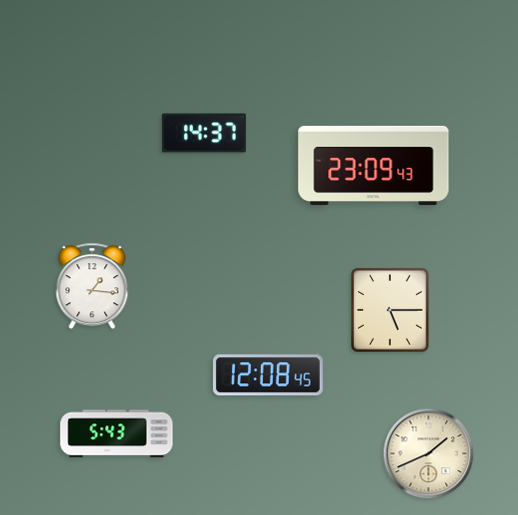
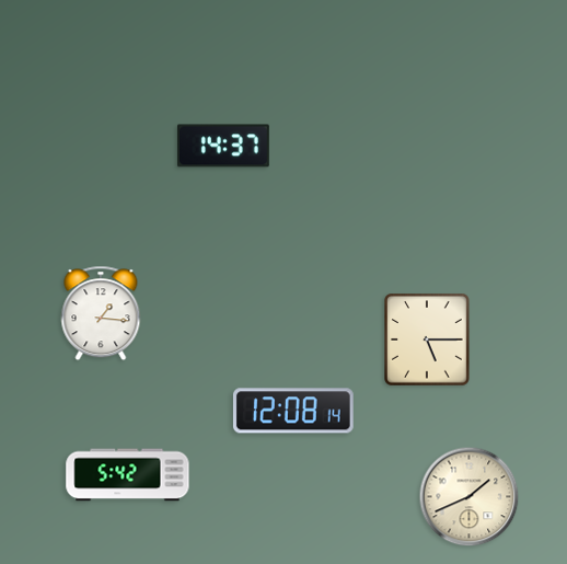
clock at (374, 165): 23:09 -> none
clock at (268, 375): 12:08:45 -> 12:08:14
clock at (117, 434): 5:43 -> 5:42
